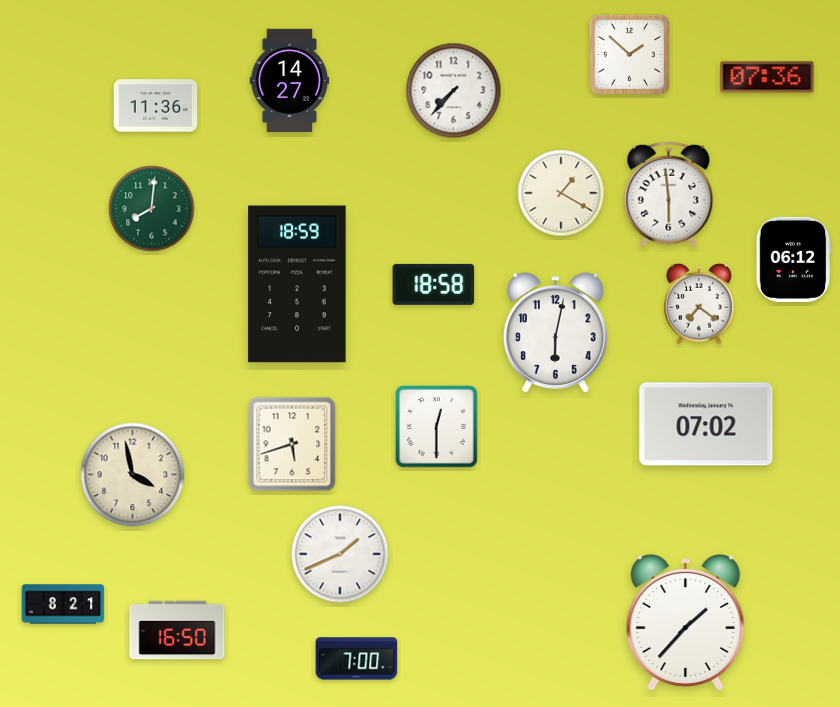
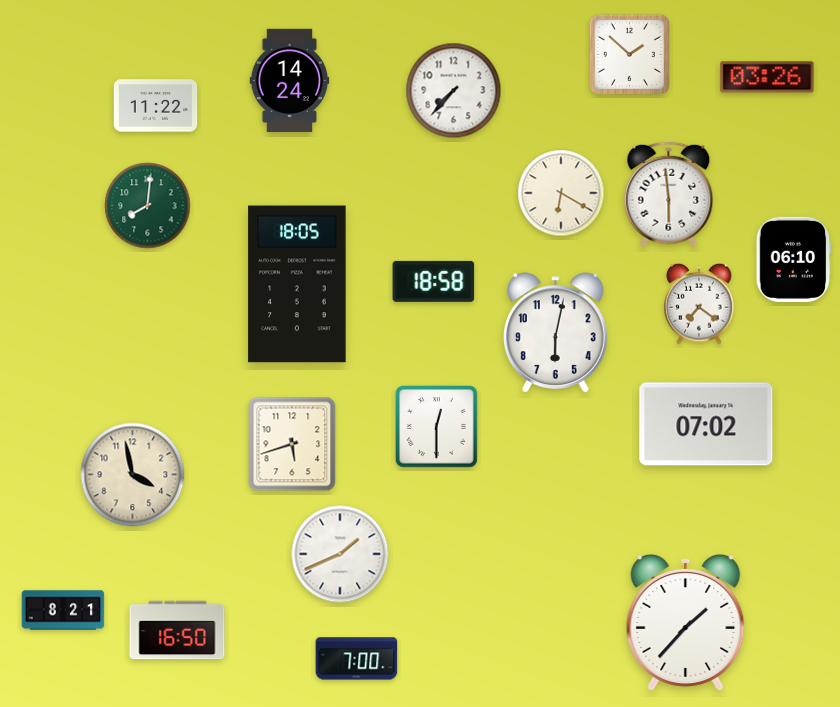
clock at (767, 77): 07:36 -> 03:26
clock at (290, 81): 14:27 -> 14:24
clock at (156, 106): 11:36 -> 11:22
clock at (561, 193): 1:20 -> 6:20
clock at (152, 209) position: (152, 209) -> (148, 206)
clock at (794, 259): 06:12 -> 06:10
clock at (297, 284): 18:59 -> 18:05
clock at (434, 284) position: (434, 284) -> (434, 281)
clock at (63, 604) position: (63, 604) -> (63, 610)
